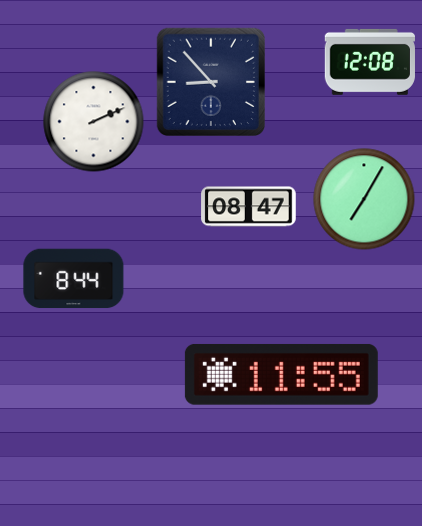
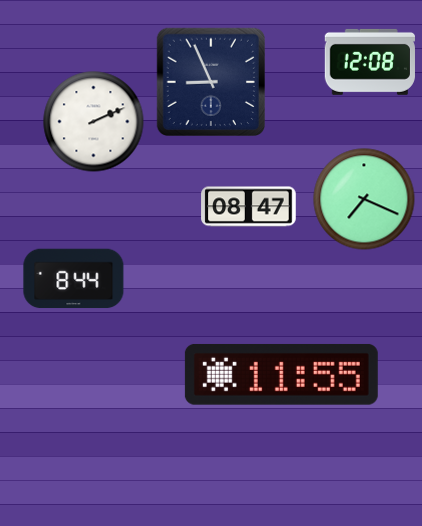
clock at (210, 81): 8:53 -> 8:56
clock at (364, 199): 7:05 -> 7:19
